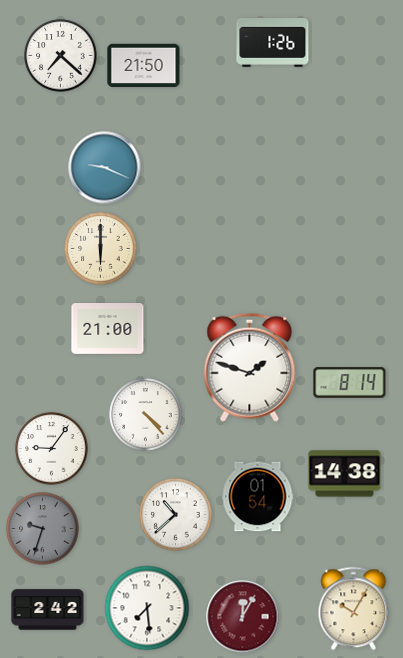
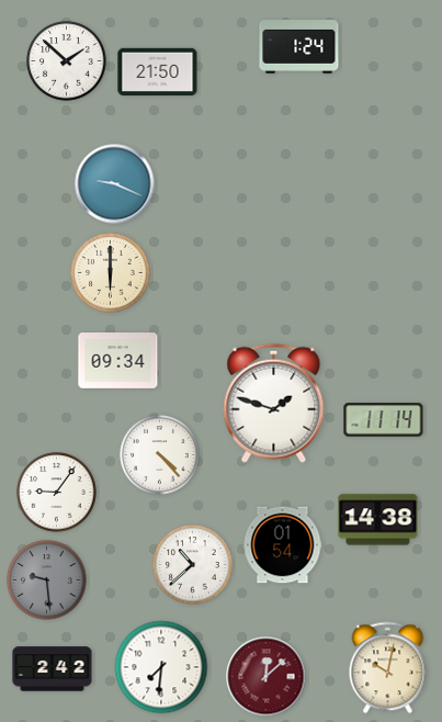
clock at (273, 43): 1:26 -> 1:24
clock at (61, 56): 7:22 -> 1:52
clock at (108, 329): 21:00 -> 09:34
clock at (350, 383): 8:14 -> 11:14
clock at (43, 529): 9:33 -> 9:29
clock at (147, 608): 7:29 -> 7:31
clock at (354, 609): 10:05 -> 10:02
clock at (243, 617): 12:05 -> 12:08
